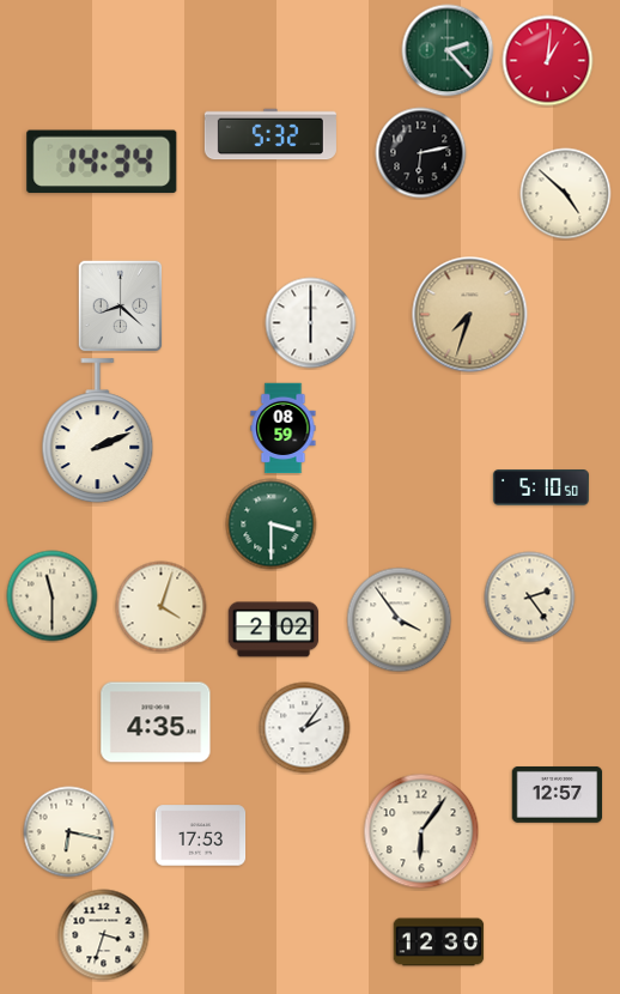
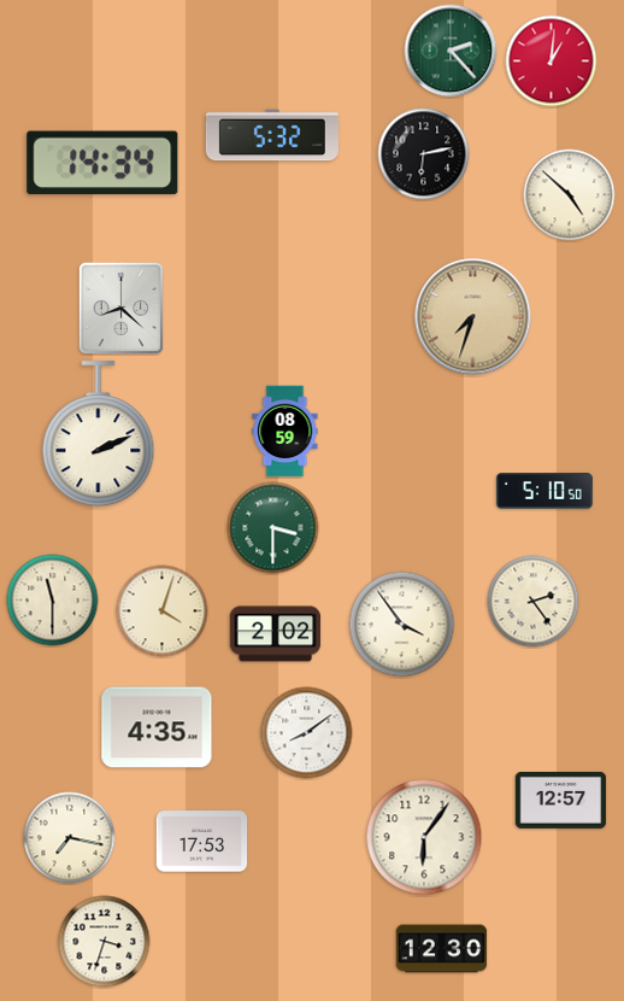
clock at (311, 323): 6:00 -> none
clock at (305, 728): 2:06 -> 8:09
clock at (69, 832): 6:17 -> 7:17
